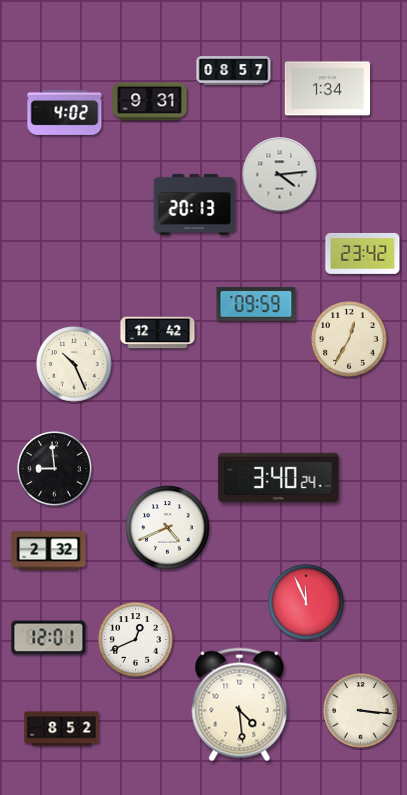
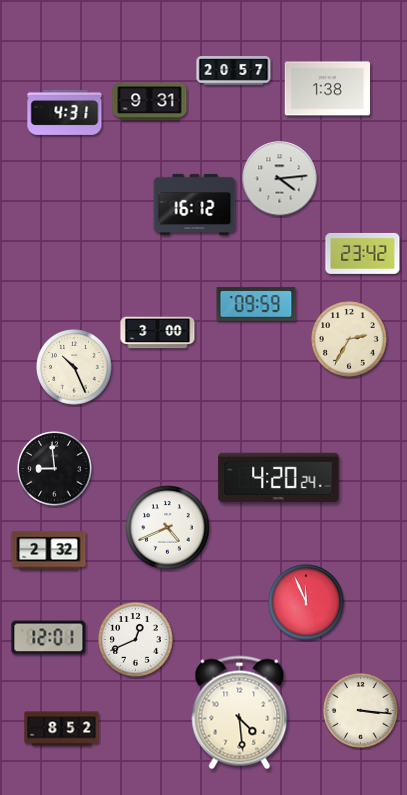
clock at (234, 71): 08:57 -> 20:57
clock at (328, 89): 1:34 -> 1:38
clock at (65, 112): 4:02 -> 4:31
clock at (280, 175) position: (280, 175) -> (280, 179)
clock at (195, 204): 20:13 -> 16:12
clock at (158, 333): 12:42 -> 3:00
clock at (349, 339): 12:35 -> 2:35
clock at (74, 364) position: (74, 364) -> (74, 367)
clock at (279, 478): 3:40 -> 4:20
clock at (240, 705) position: (240, 705) -> (240, 713)
